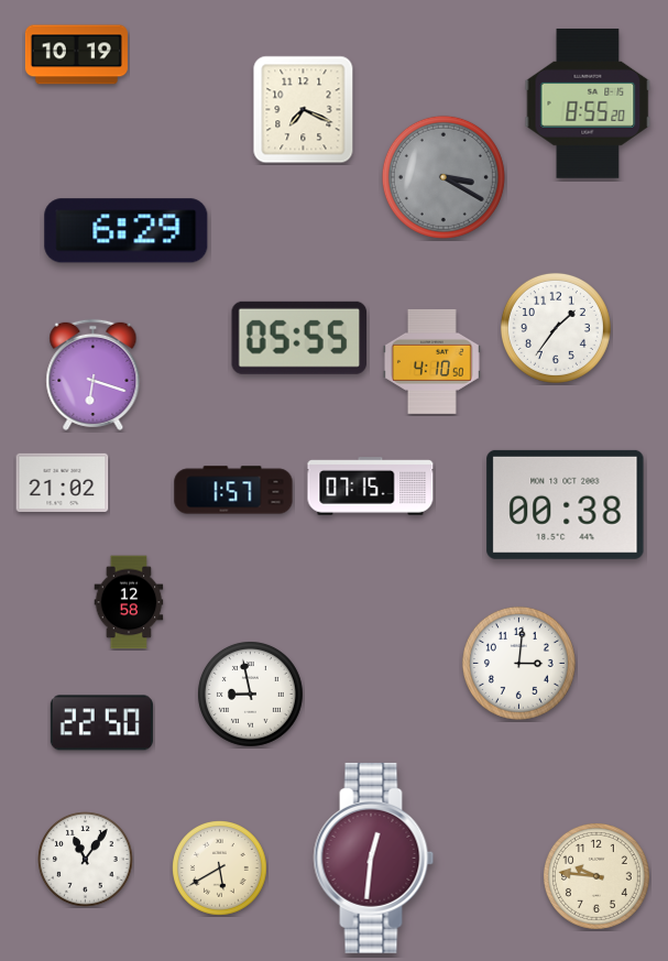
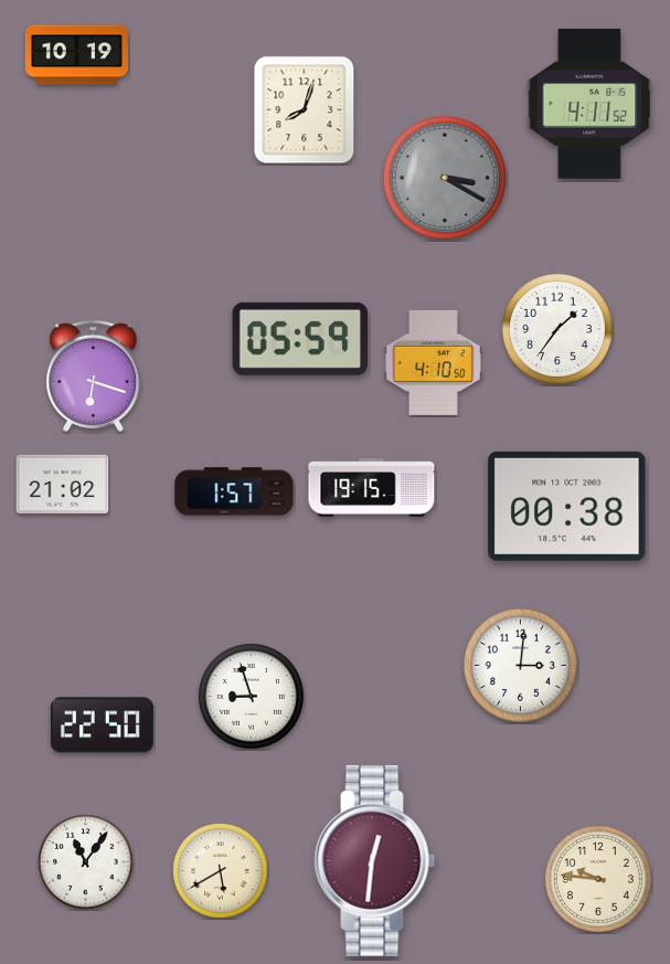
clock at (588, 103): 8:55 -> 4:11
clock at (304, 110): 7:19 -> 8:03
clock at (127, 231): 6:29 -> none
clock at (299, 338): 05:55 -> 05:59
clock at (371, 487): 07:15 -> 19:15
clock at (129, 602): 12:58 -> none
clock at (250, 694): 8:58 -> 8:57
